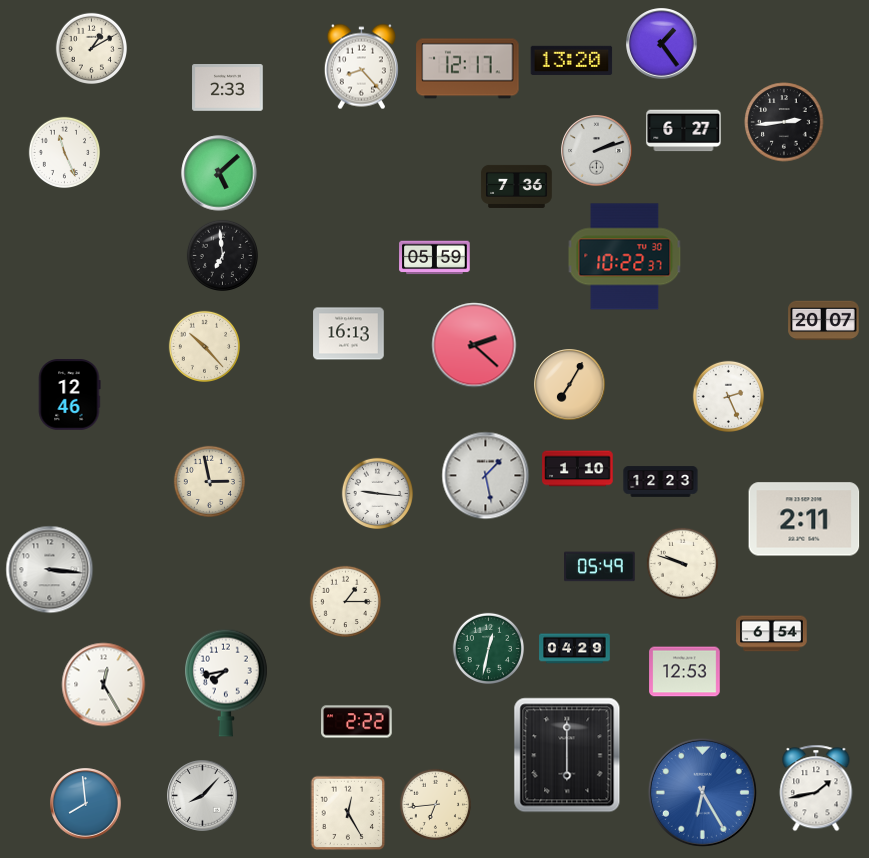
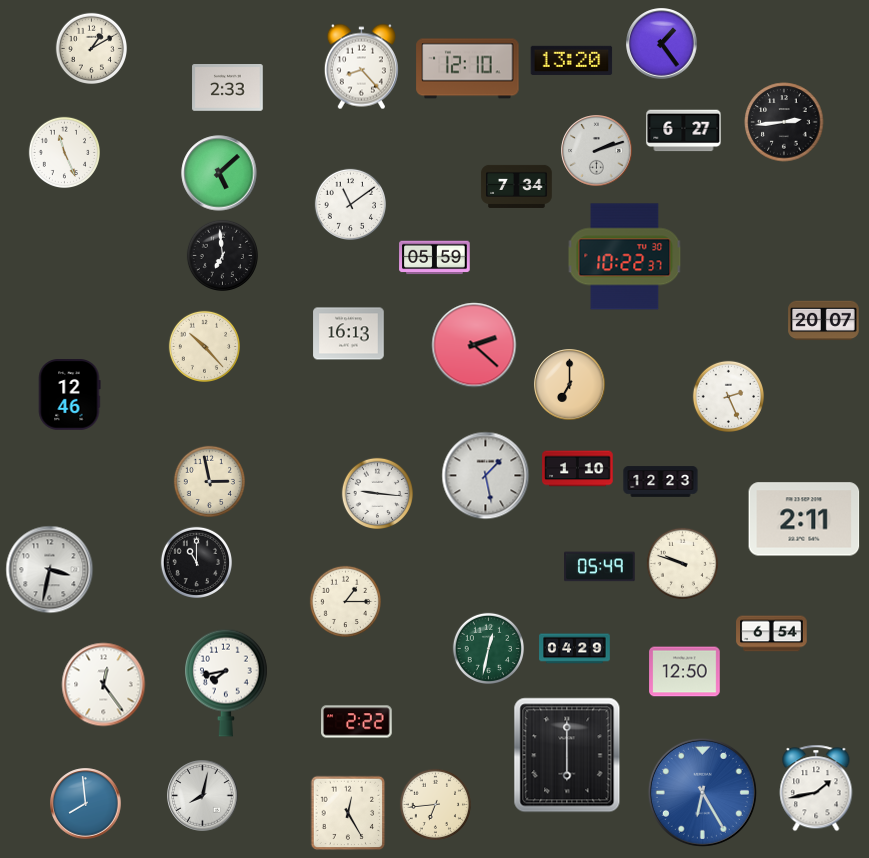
clock at (468, 69): 12:17 -> 12:10
clock at (517, 186): 7:36 -> 7:34
clock at (350, 204): none -> 11:09
clock at (570, 385): 7:05 -> 7:00
clock at (196, 562): none -> 11:00
clock at (50, 570): 3:16 -> 3:32
clock at (685, 672): 12:53 -> 12:50
clock at (104, 685): 12:25 -> 12:24
clock at (203, 796): 8:07 -> 8:02
